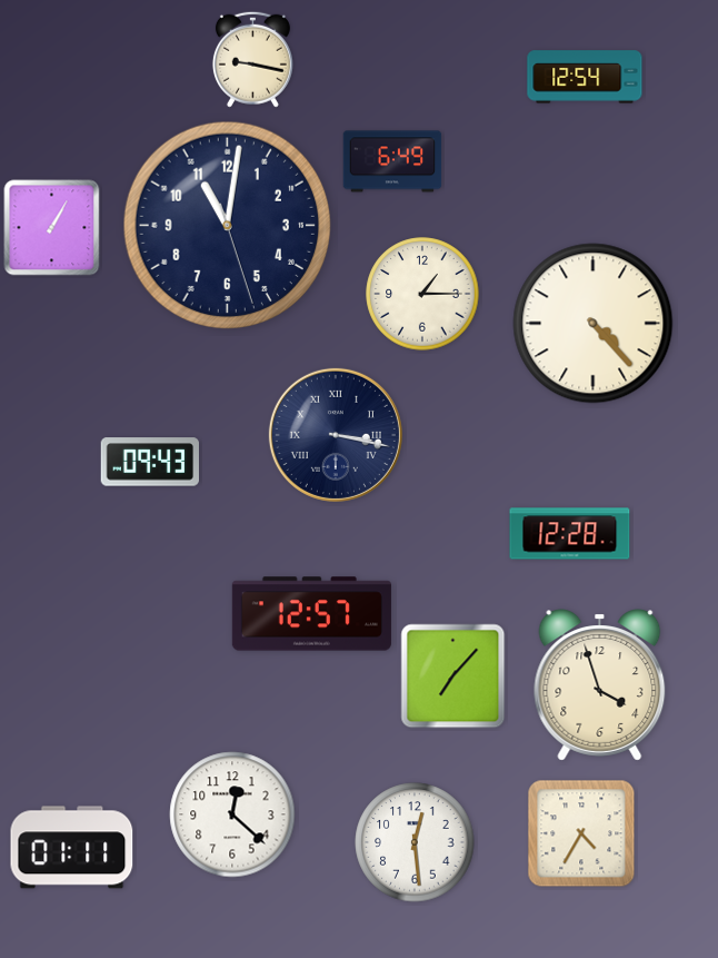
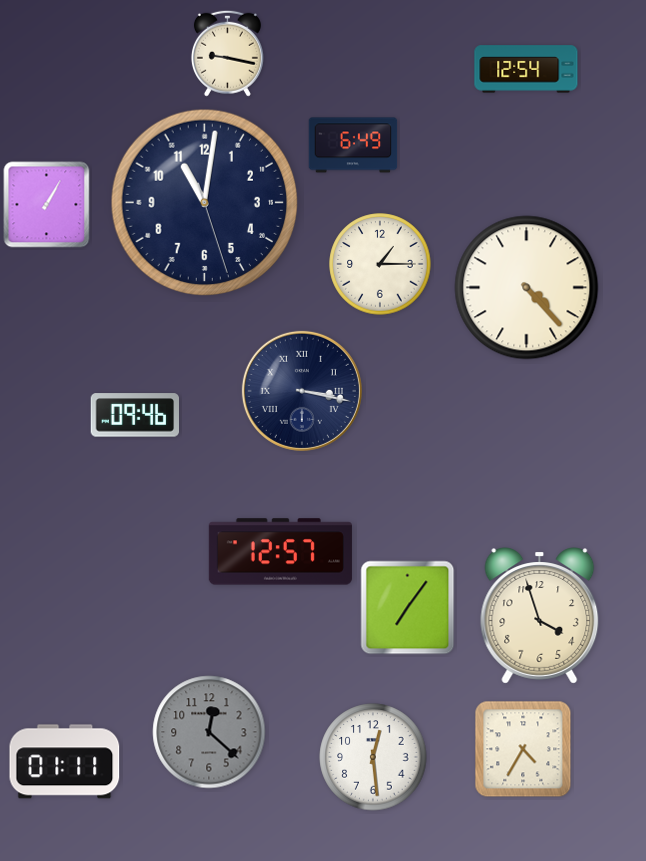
clock at (594, 324) position: (594, 324) -> (527, 288)
clock at (149, 462): 09:43 -> 09:46
clock at (570, 534): 12:28 -> none
clock at (453, 676): 7:07 -> 7:06
clock at (232, 814) dial: white -> grey
